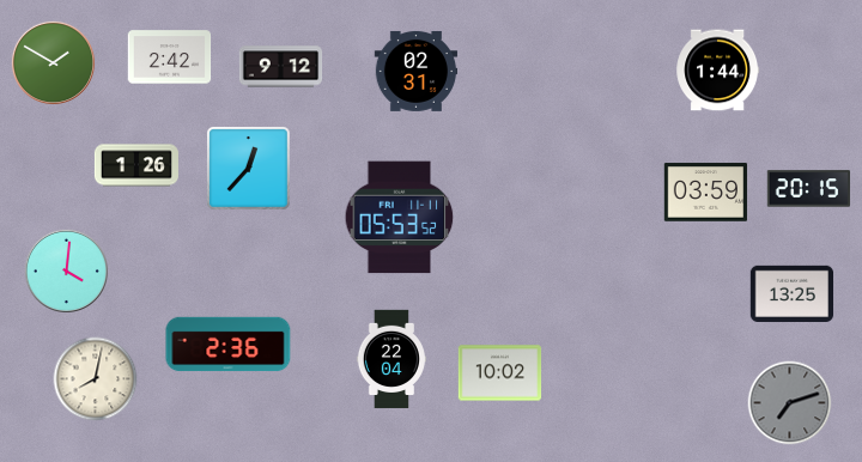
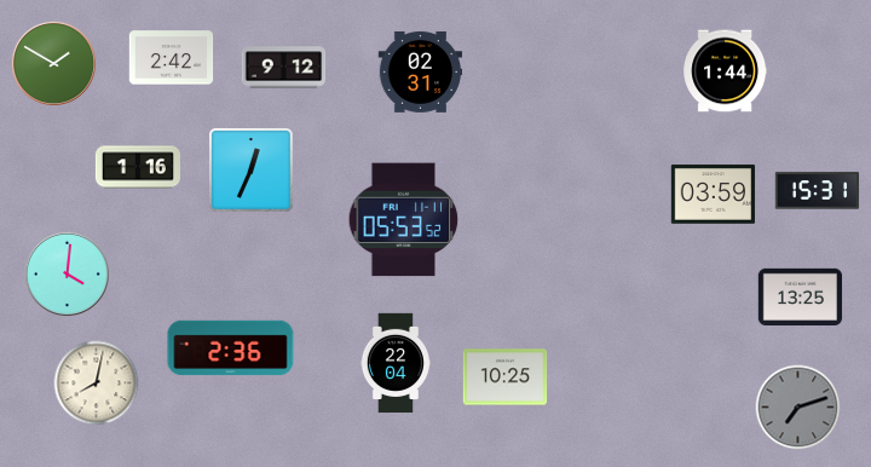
clock at (136, 165): 1:26 -> 1:16
clock at (249, 169): 12:37 -> 12:34
clock at (809, 189): 20:15 -> 15:31
clock at (500, 373): 10:02 -> 10:25
